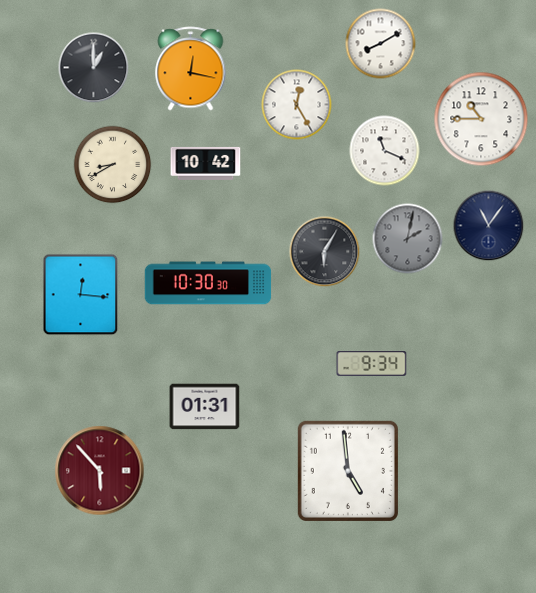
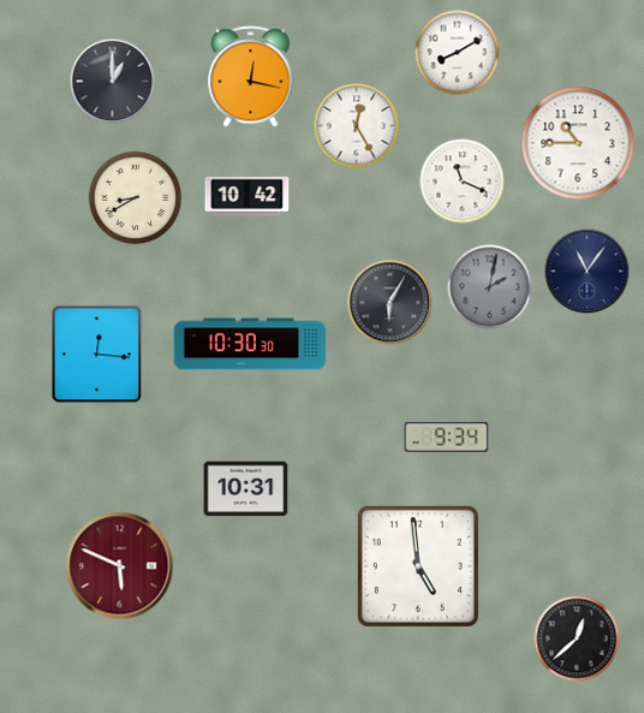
clock at (191, 69) position: (191, 69) -> (251, 77)
clock at (208, 283) position: (208, 283) -> (250, 344)
clock at (205, 407): 01:31 -> 10:31
clock at (100, 471): 5:53 -> 5:49
clock at (577, 638): none -> 12:38
